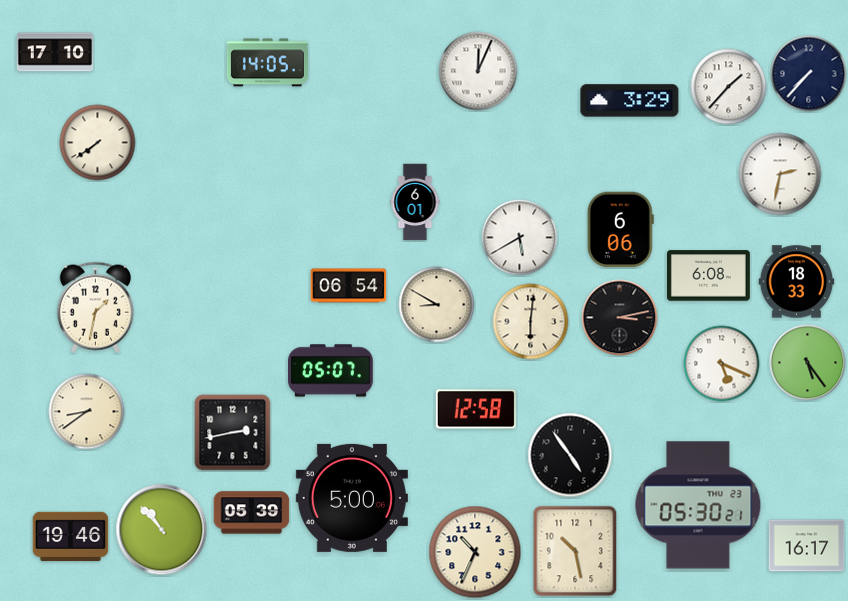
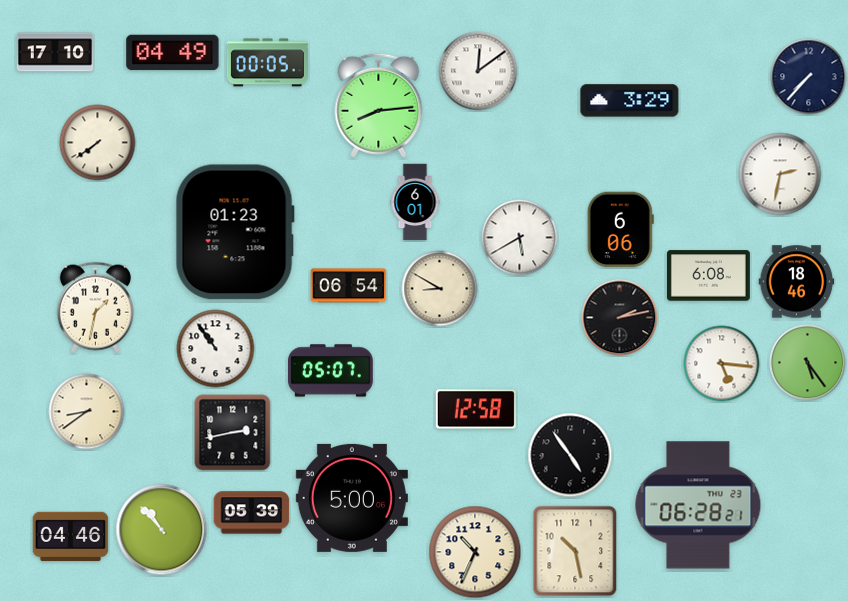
clock at (173, 53): none -> 04:49
clock at (267, 63): 14:05 -> 00:05
clock at (478, 71): 12:04 -> 12:09
clock at (809, 74) position: (809, 74) -> (809, 77)
clock at (729, 87): 1:37 -> none
clock at (379, 105): none -> 8:14
clock at (235, 232): none -> 01:23
clock at (797, 282): 18:33 -> 18:46
clock at (437, 305) position: (437, 305) -> (440, 289)
clock at (620, 318): 3:13 -> 2:13
clock at (531, 322): 6:01 -> none
clock at (216, 349): none -> 10:54
clock at (722, 364): 5:19 -> 5:16
clock at (698, 505): 05:30 -> 06:28
clock at (71, 537): 19:46 -> 04:46
clock at (807, 546): 16:17 -> none
